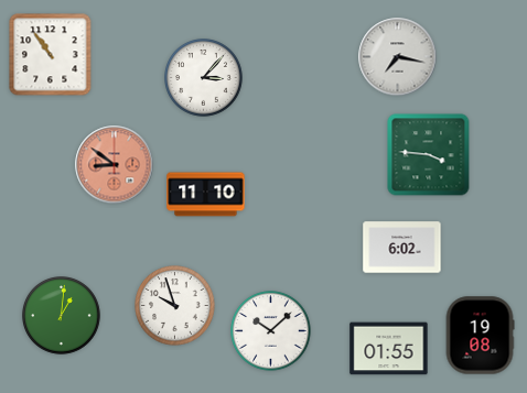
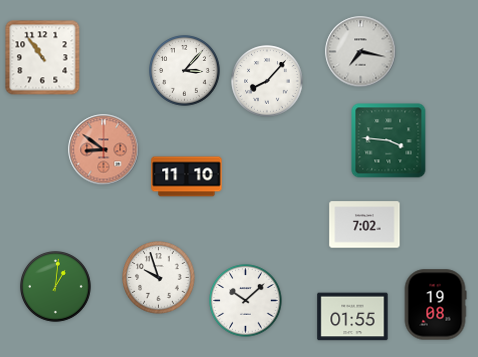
clock at (51, 55) position: (51, 55) -> (43, 58)
clock at (267, 81): none -> 8:07
clock at (402, 248): 6:02 -> 7:02
